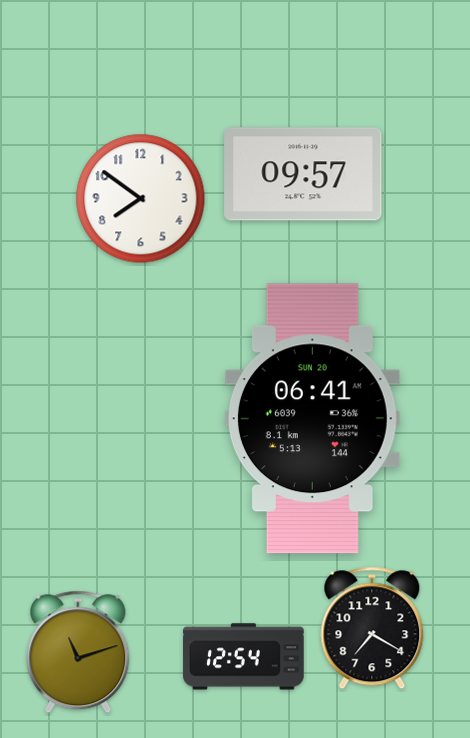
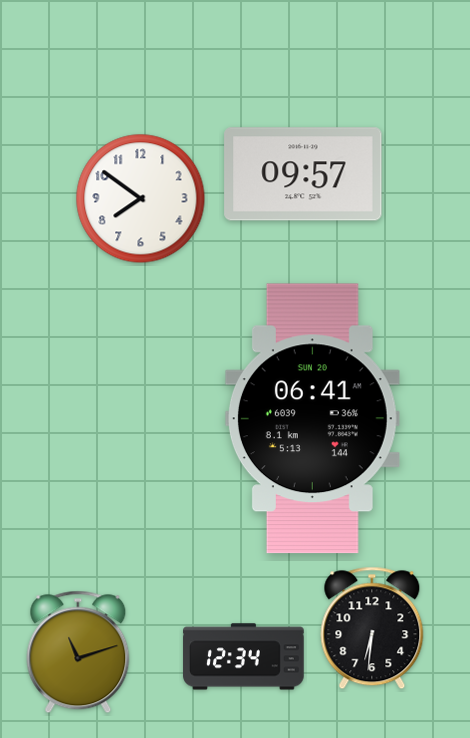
clock at (372, 628): 7:20 -> 6:31
clock at (244, 657): 12:54 -> 12:34
